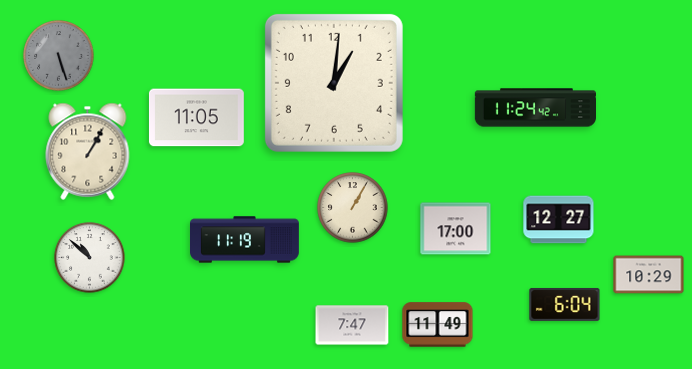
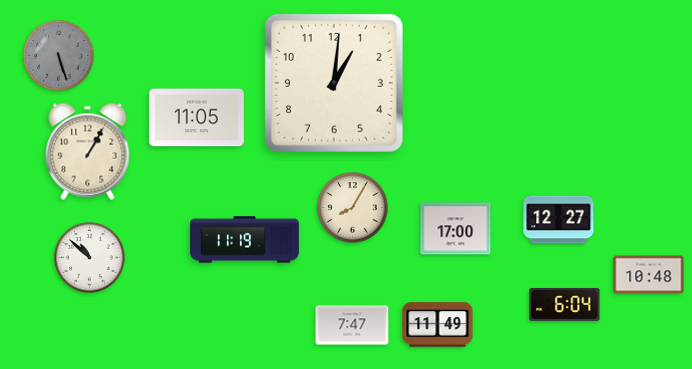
clock at (535, 108): 11:24 -> none
clock at (353, 208): 1:05 -> 8:05
clock at (649, 275): 10:29 -> 10:48
